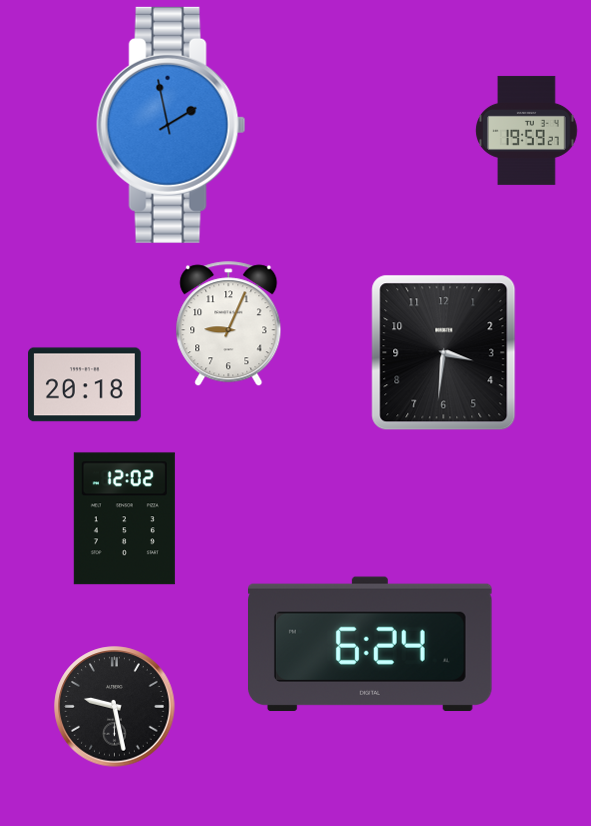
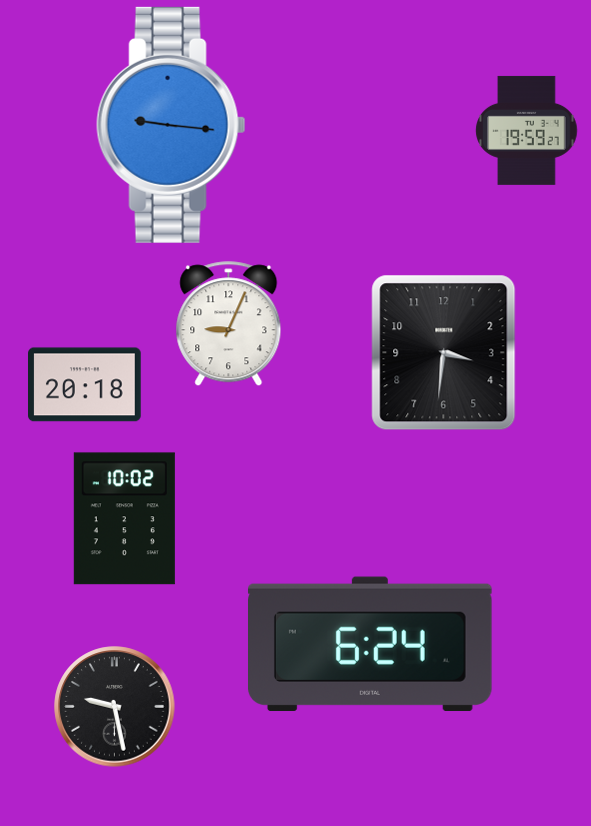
clock at (171, 125): 1:58 -> 9:16
clock at (124, 519): 12:02 -> 10:02
